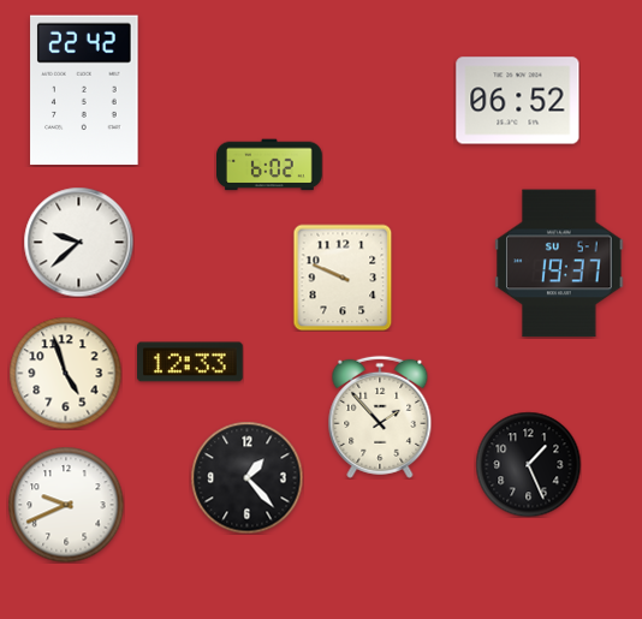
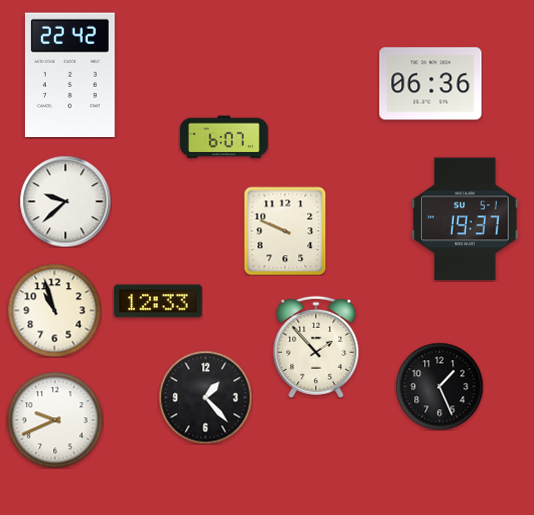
clock at (518, 101): 06:52 -> 06:36
clock at (271, 165): 6:02 -> 6:07
clock at (65, 373): 4:57 -> 10:57
